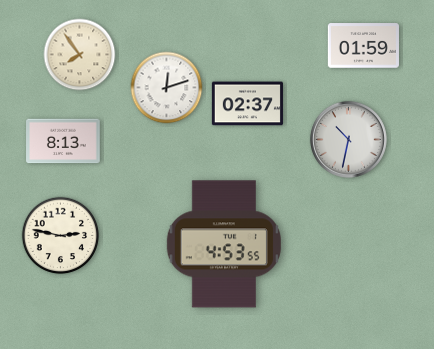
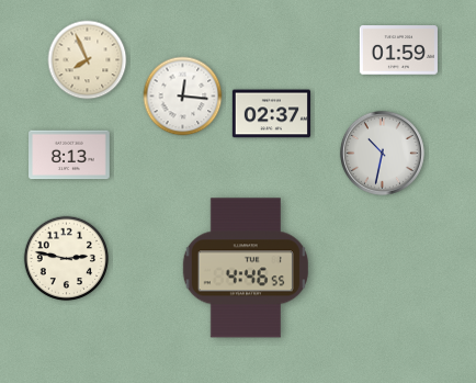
clock at (80, 55): 7:54 -> 7:56
clock at (167, 88): 12:12 -> 12:16
clock at (224, 244): 4:53 -> 4:46
